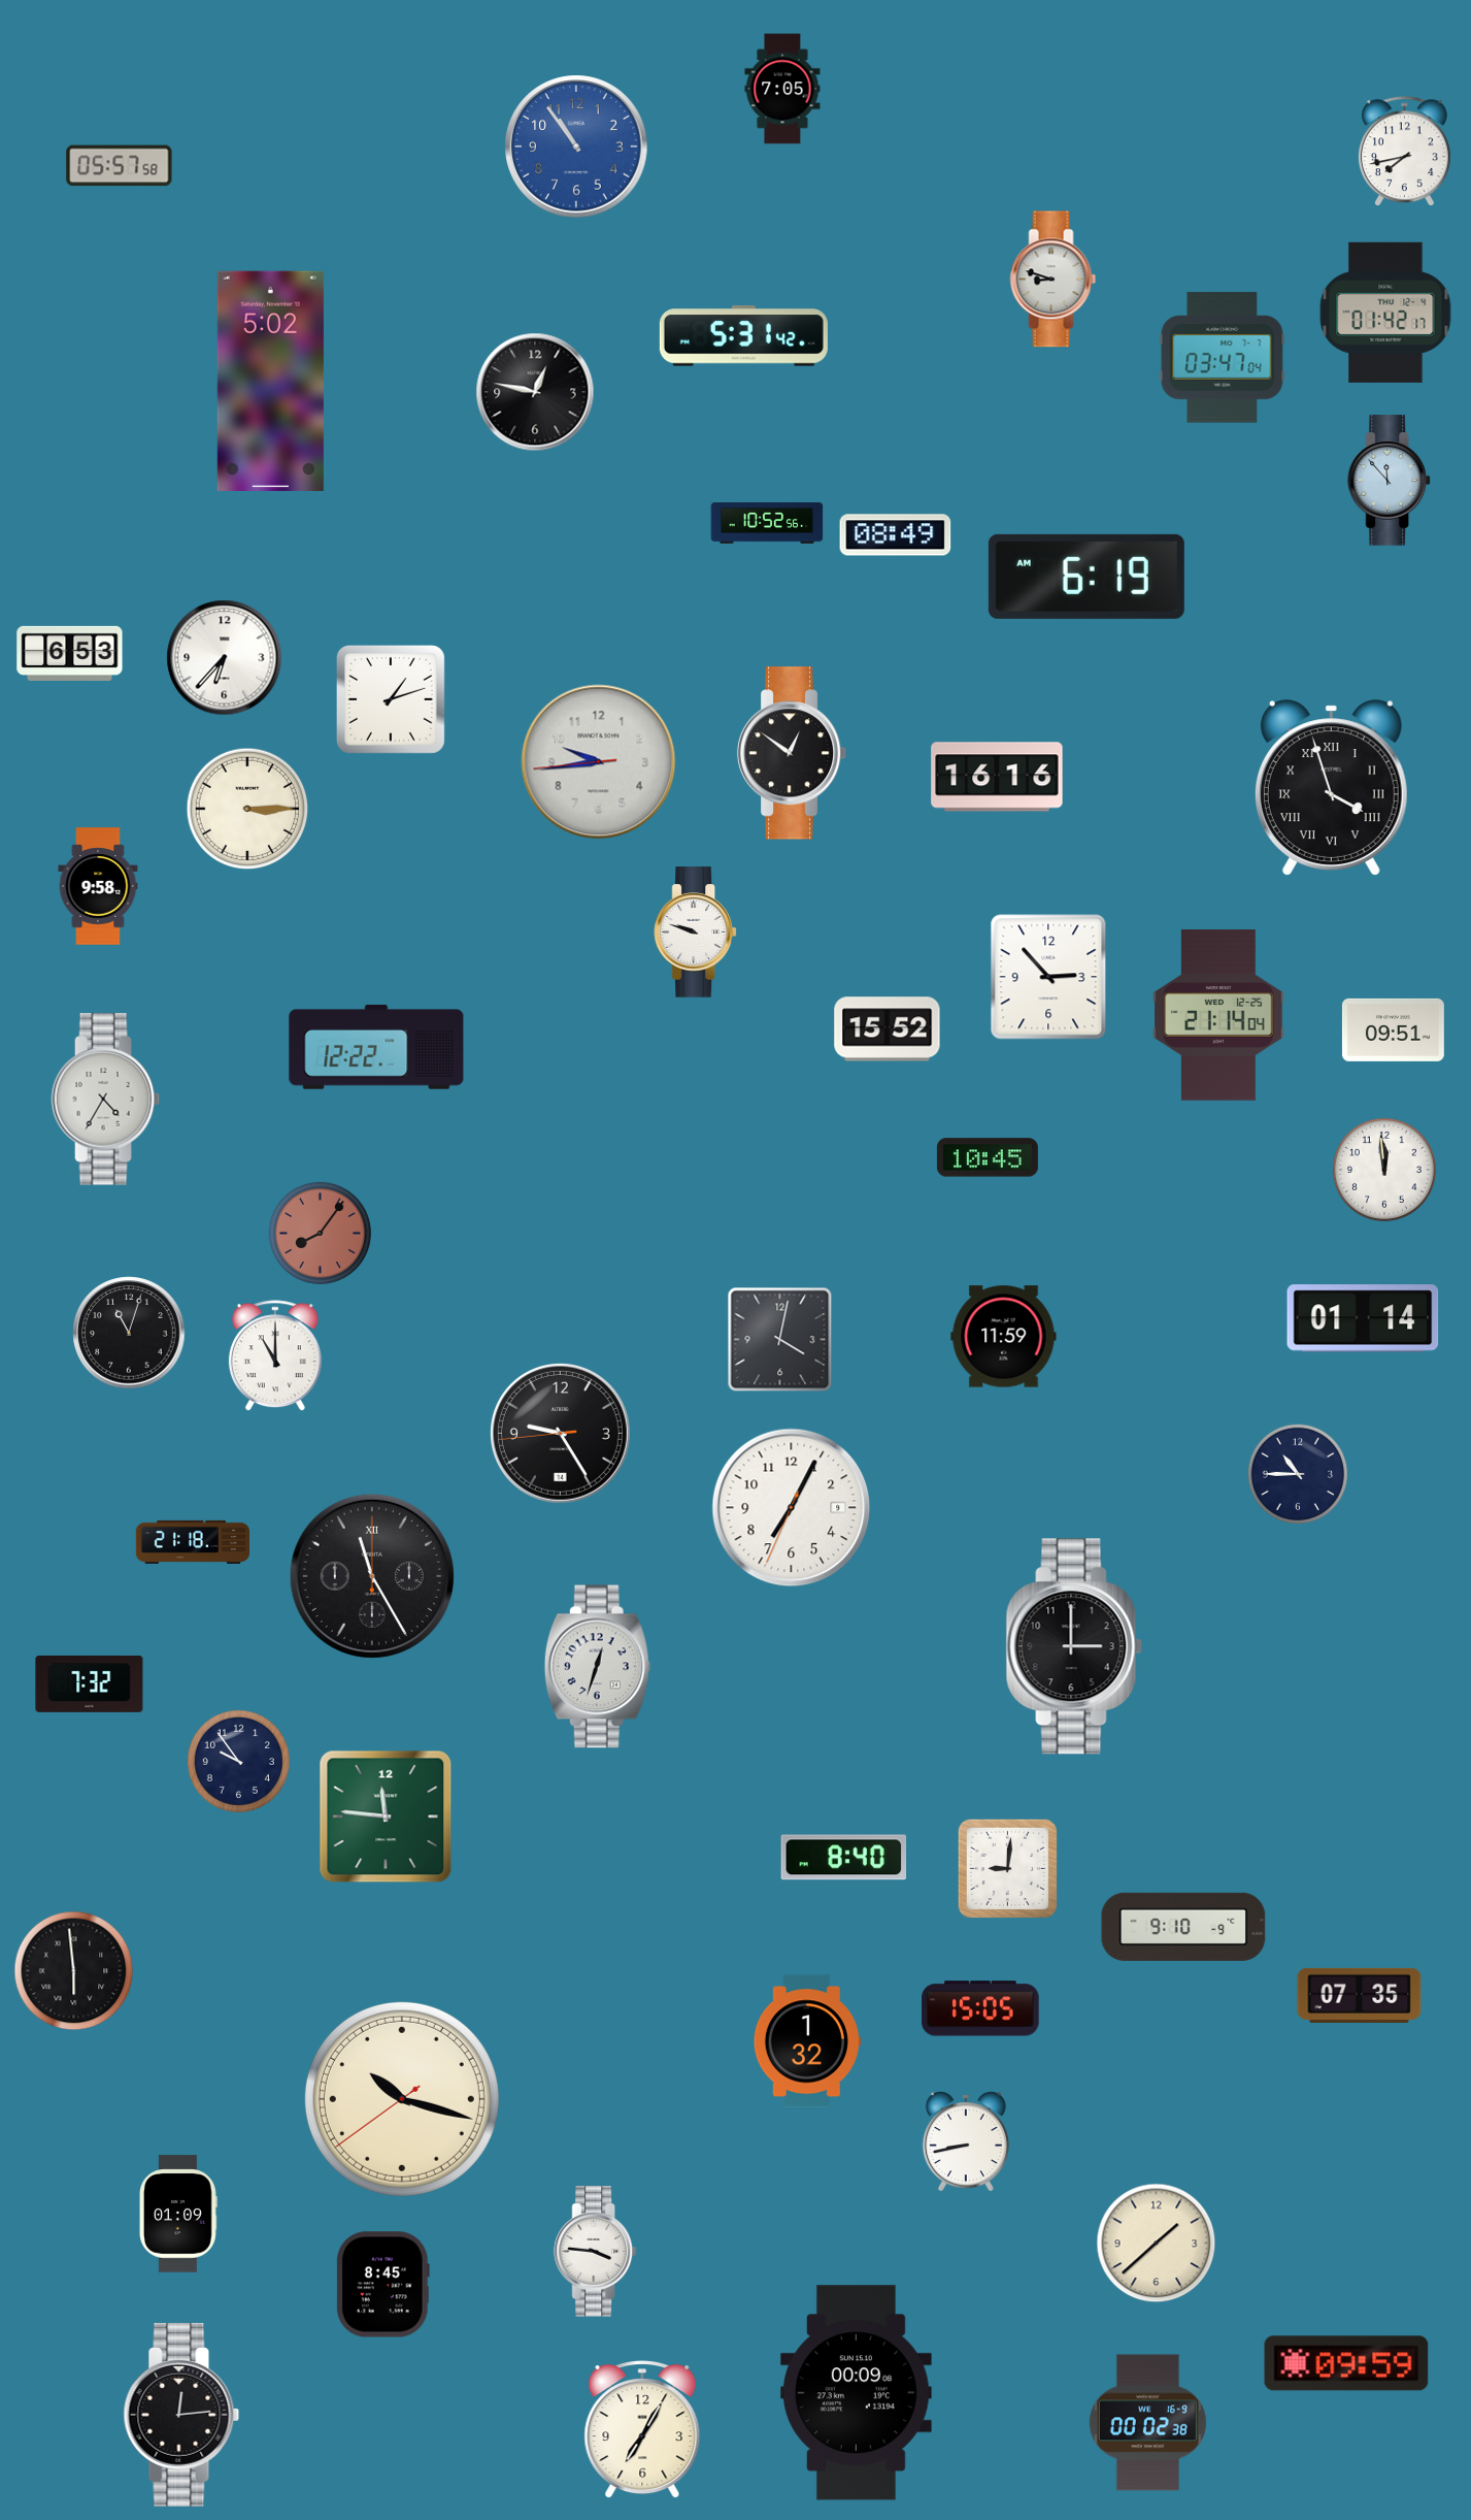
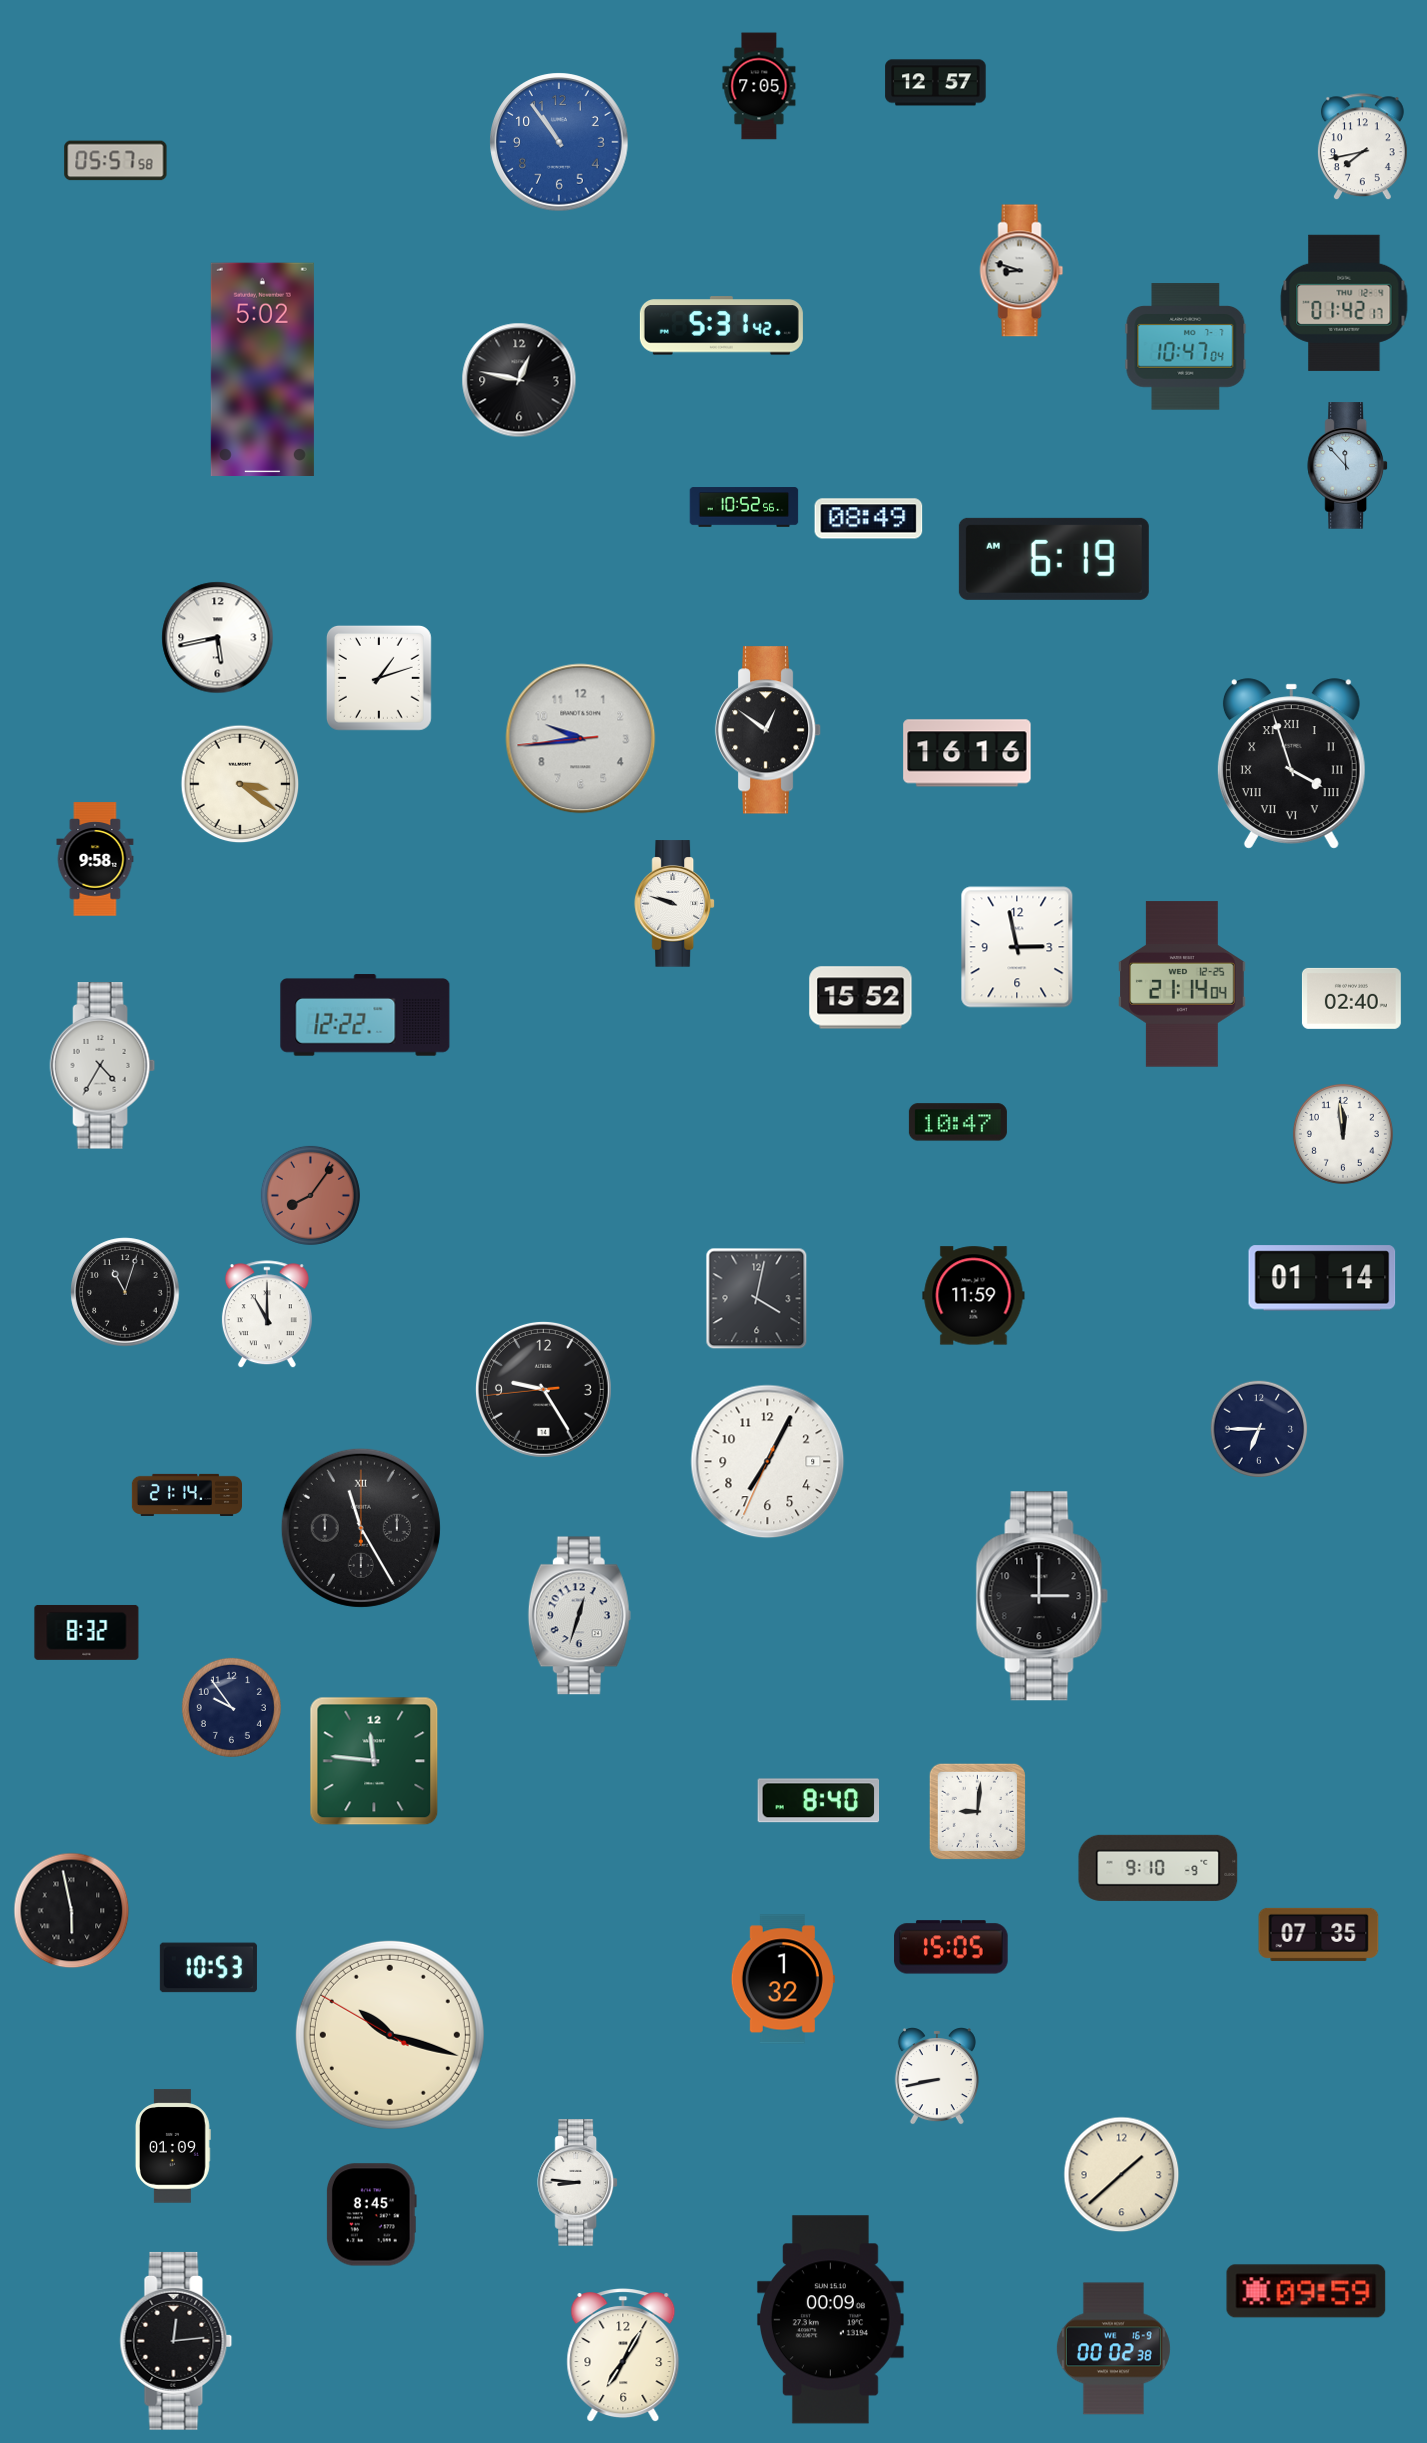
clock at (936, 83): none -> 12:57
clock at (1223, 358): 03:47 -> 10:47
clock at (70, 653): 6:53 -> none
clock at (225, 658): 6:37 -> 5:43
clock at (247, 809): 3:15 -> 3:21
clock at (1048, 977): 2:53 -> 2:58
clock at (1393, 1029): 09:51 -> 02:40
clock at (988, 1157): 10:45 -> 10:47
clock at (1298, 1474): 10:45 -> 6:45
clock at (192, 1542): 21:18 -> 21:14
clock at (90, 1683): 7:32 -> 8:32
clock at (1183, 1927) position: (1183, 1927) -> (1158, 1868)
clock at (74, 1971): 5:59 -> 5:58
clock at (208, 1968): none -> 10:53
clock at (402, 2099): 10:17:39 -> 10:17:50
clock at (596, 2252): 3:46 -> 8:46
